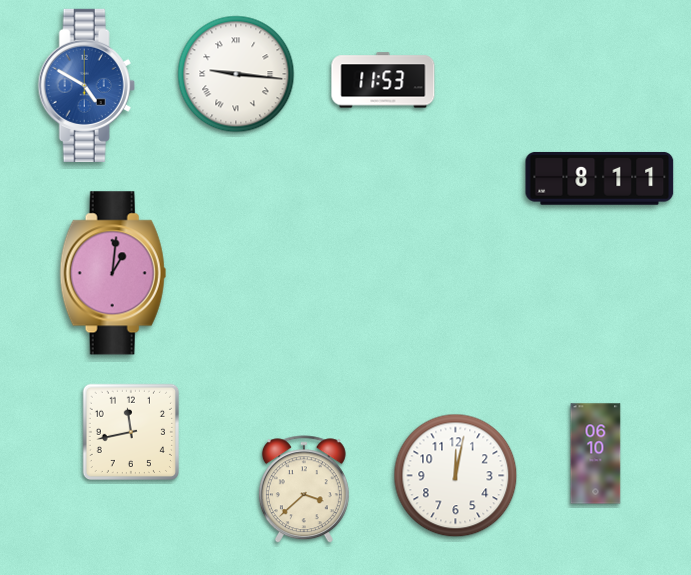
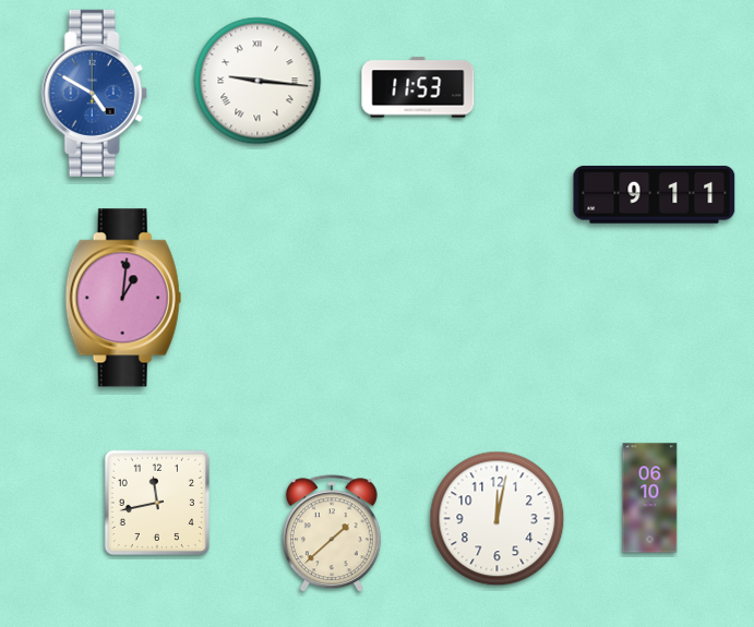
clock at (600, 178): 8:11 -> 9:11
clock at (130, 431) position: (130, 431) -> (156, 502)
clock at (596, 454) position: (596, 454) -> (650, 498)
clock at (304, 490): 3:38 -> 1:38
